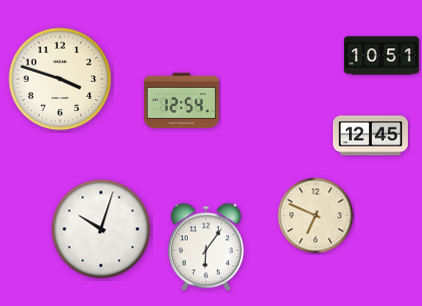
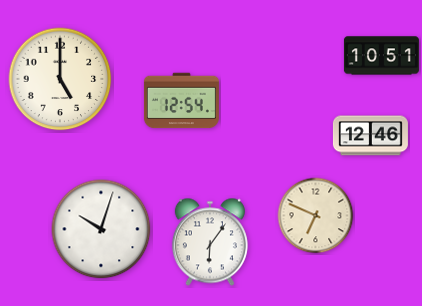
clock at (60, 79): 3:48 -> 5:00
clock at (370, 136): 12:45 -> 12:46
clock at (206, 247) position: (206, 247) -> (210, 242)
